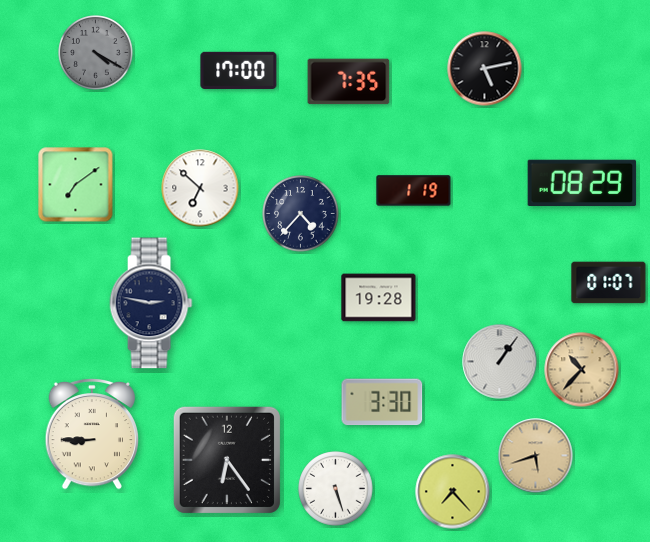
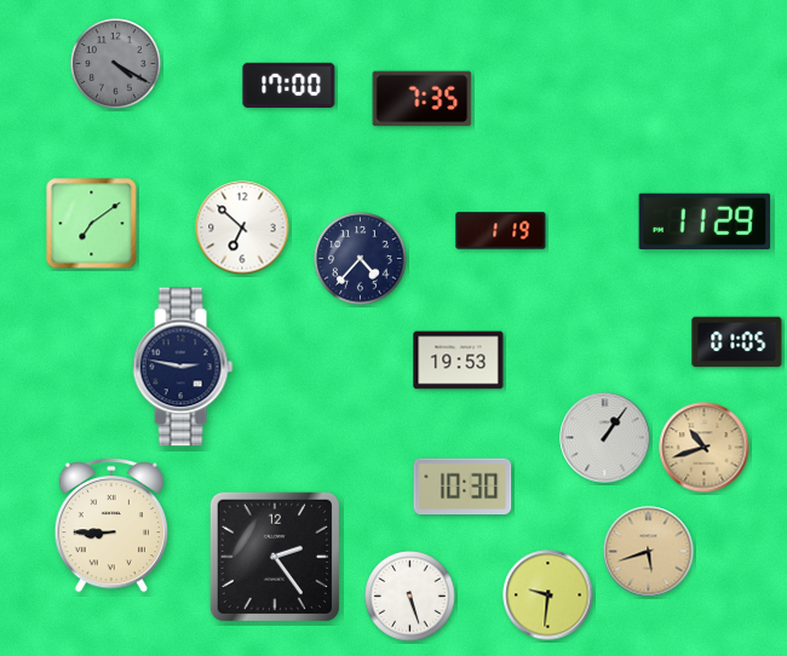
clock at (485, 69): 5:13 -> none
clock at (582, 182): 08:29 -> 11:29
clock at (301, 214) position: (301, 214) -> (361, 259)
clock at (609, 283): 01:07 -> 01:05
clock at (379, 298): 19:28 -> 19:53
clock at (582, 370): 10:37 -> 10:42
clock at (382, 402): 3:30 -> 10:30
clock at (227, 460): 6:24 -> 2:24
clock at (336, 489) position: (336, 489) -> (410, 597)
clock at (453, 492): 7:23 -> 9:31
